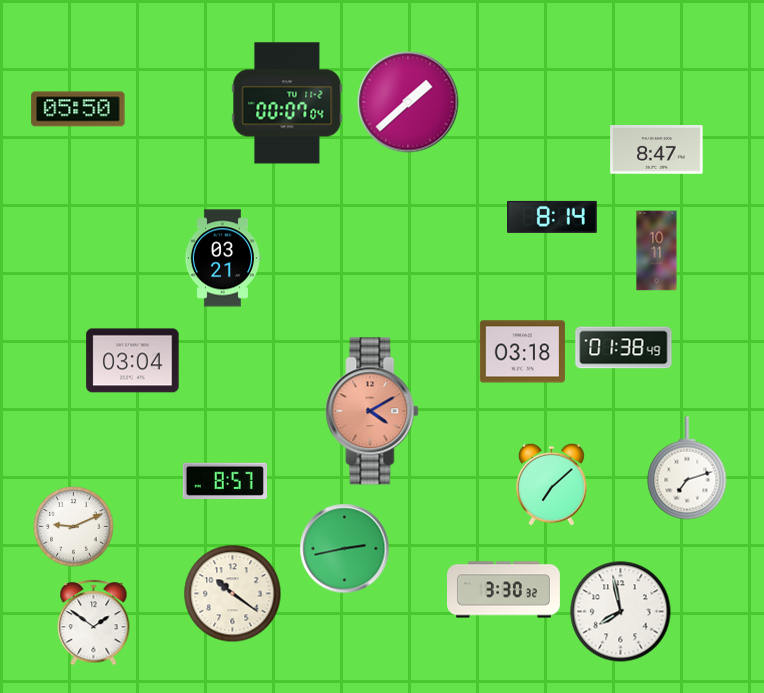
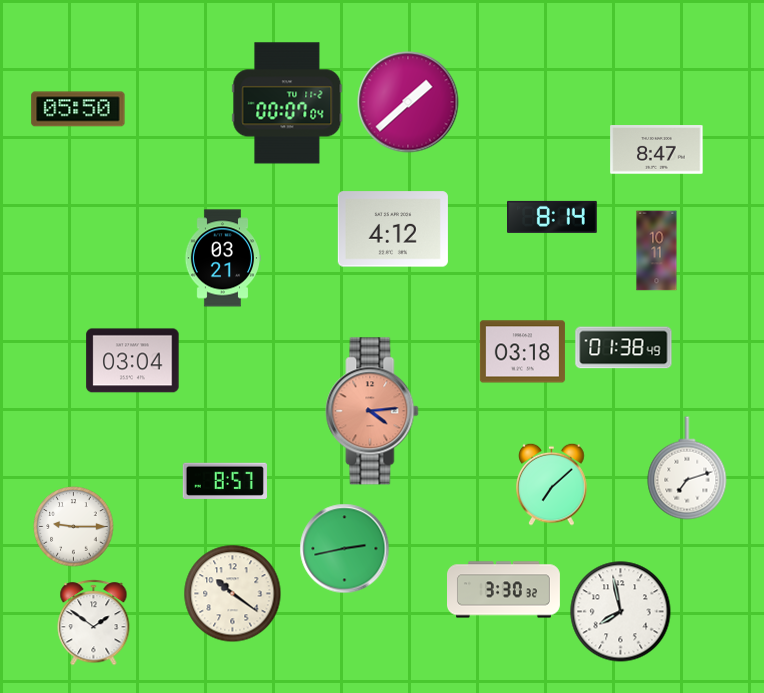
clock at (393, 229): none -> 4:12
clock at (372, 411): 4:10 -> 4:14
clock at (74, 527): 9:11 -> 9:15
